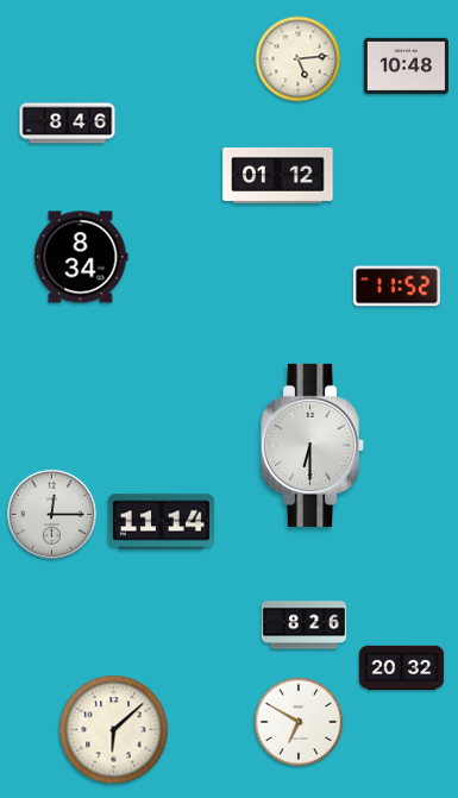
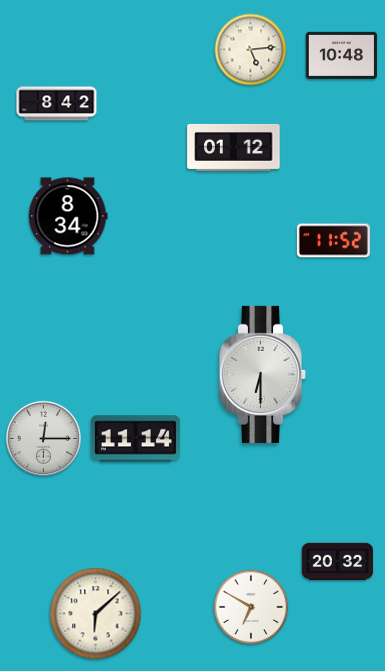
clock at (68, 124): 8:46 -> 8:42
clock at (51, 514) position: (51, 514) -> (43, 438)
clock at (305, 626): 8:26 -> none
